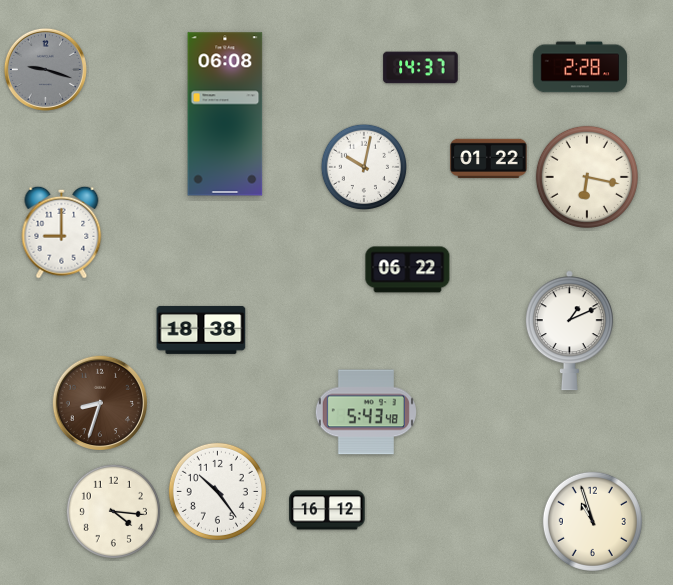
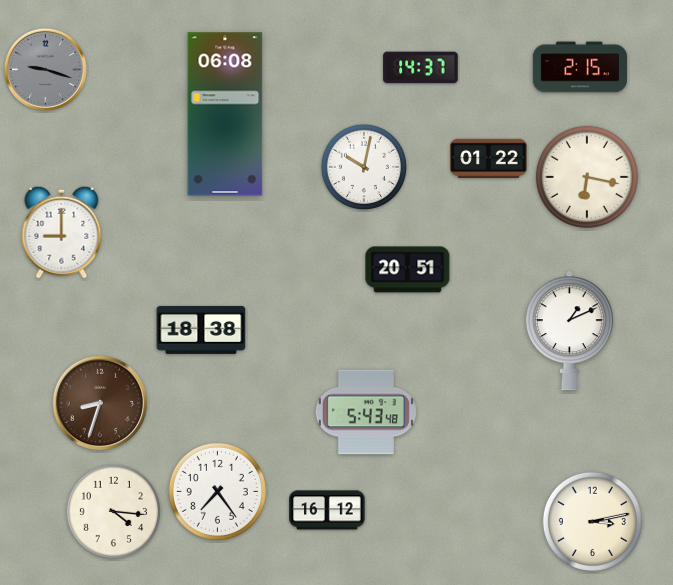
clock at (580, 67): 2:28 -> 2:15
clock at (408, 270): 06:22 -> 20:51
clock at (217, 491): 10:24 -> 7:24
clock at (592, 521): 10:57 -> 3:13
